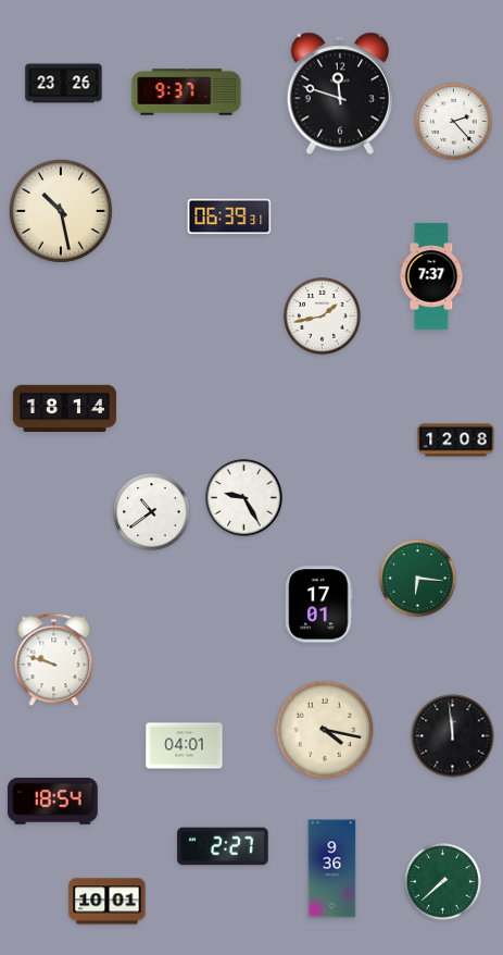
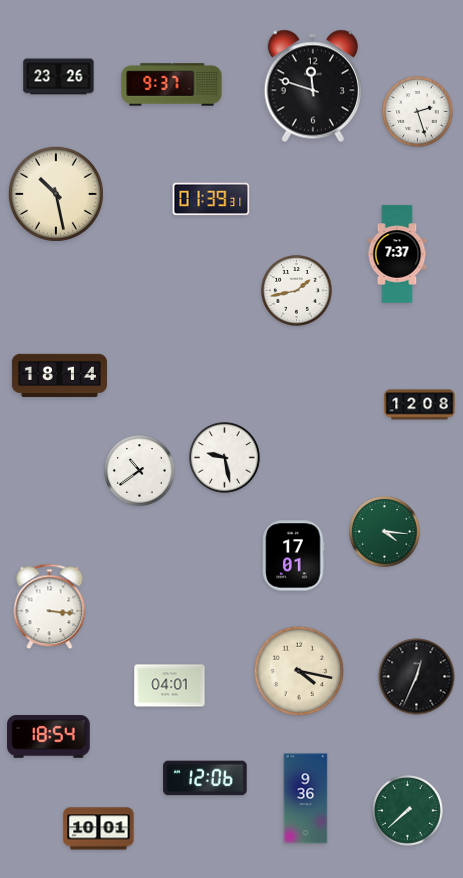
clock at (454, 122): 2:23 -> 2:27
clock at (229, 216): 06:39 -> 01:39
clock at (244, 498): 9:25 -> 9:28
clock at (418, 579): 6:16 -> 4:16
clock at (54, 660): 9:48 -> 3:16
clock at (453, 736): 11:59 -> 12:34
clock at (223, 846): 2:27 -> 12:06
